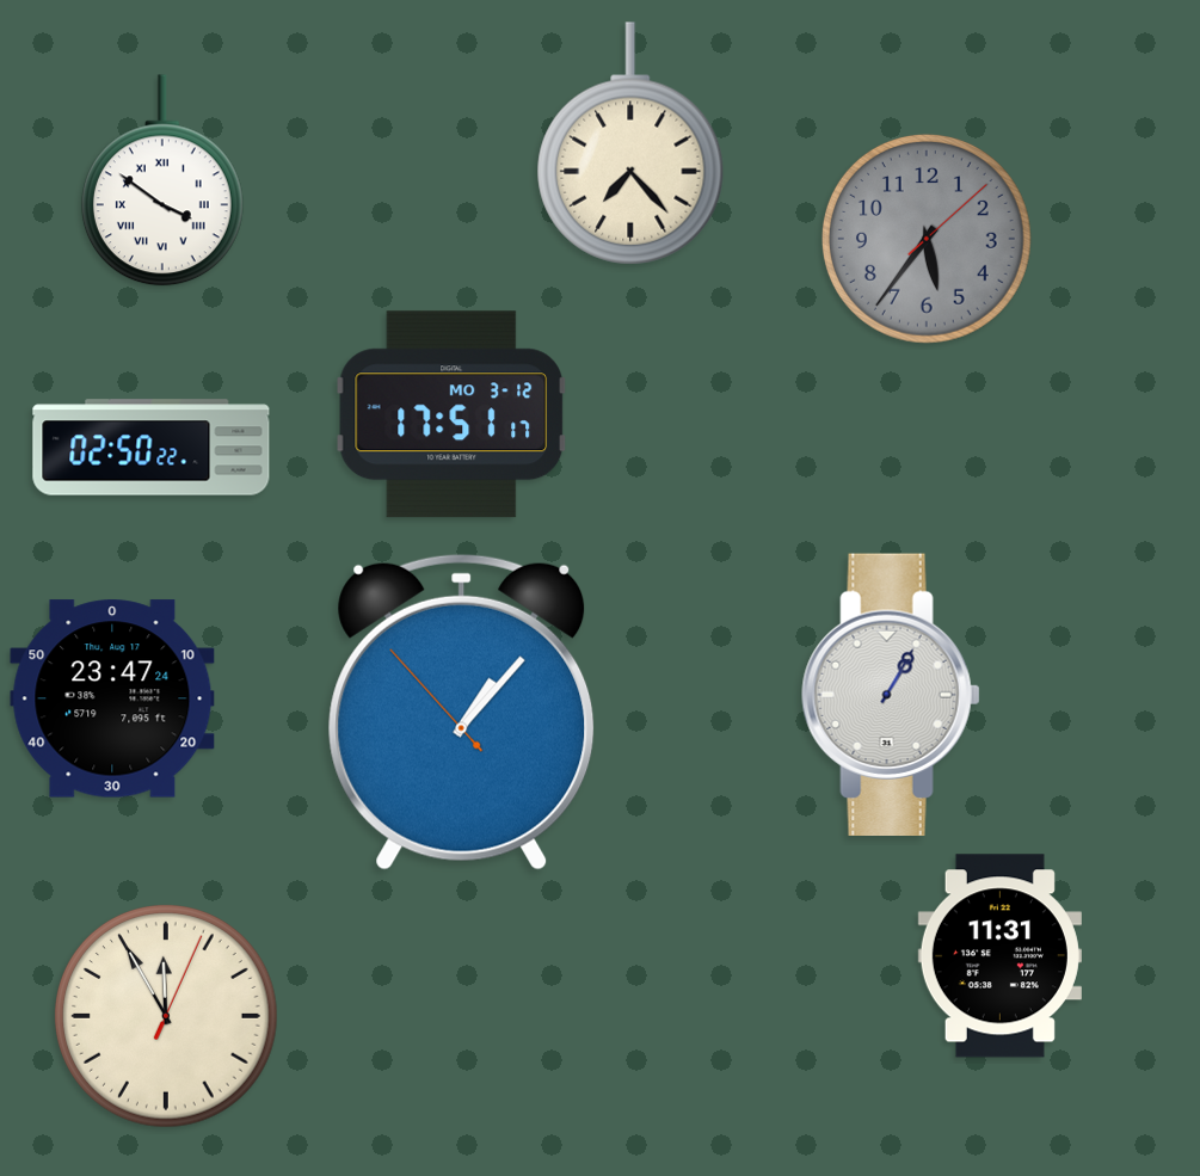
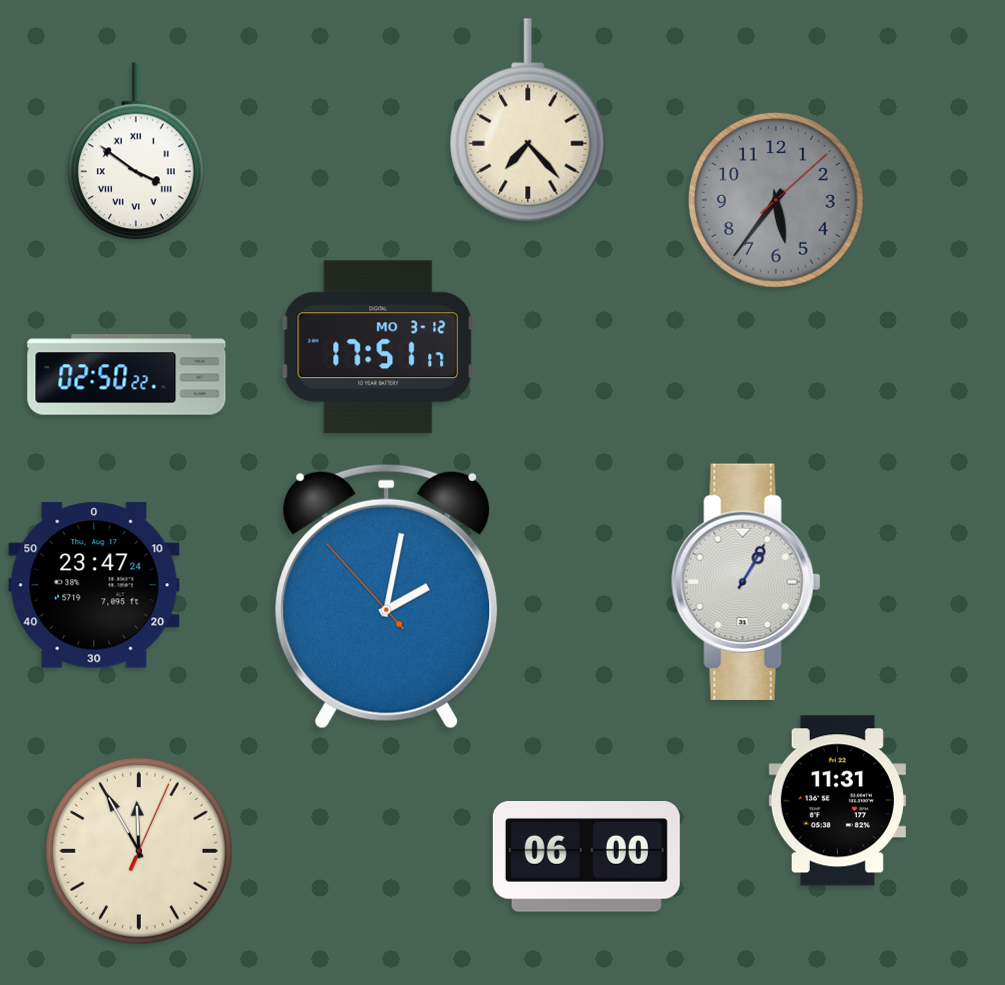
clock at (462, 712): 1:06 -> 2:01
clock at (586, 857): none -> 06:00
